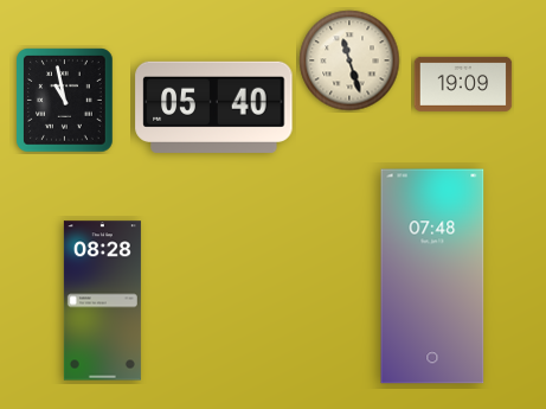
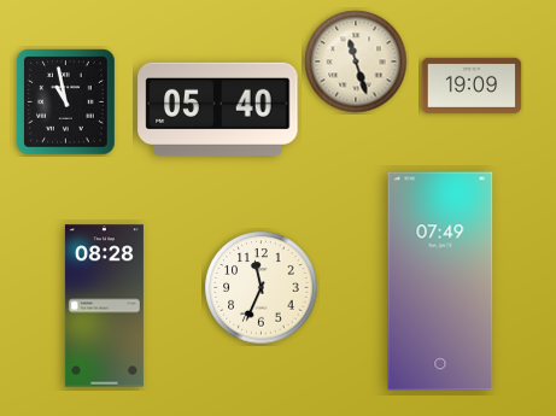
clock at (432, 276): 07:48 -> 07:49
clock at (262, 288): none -> 11:34
